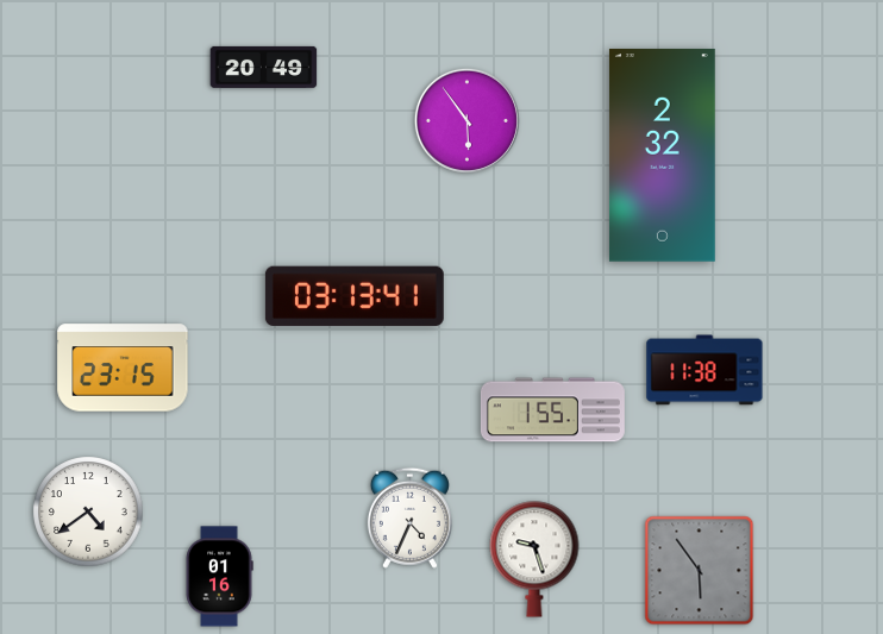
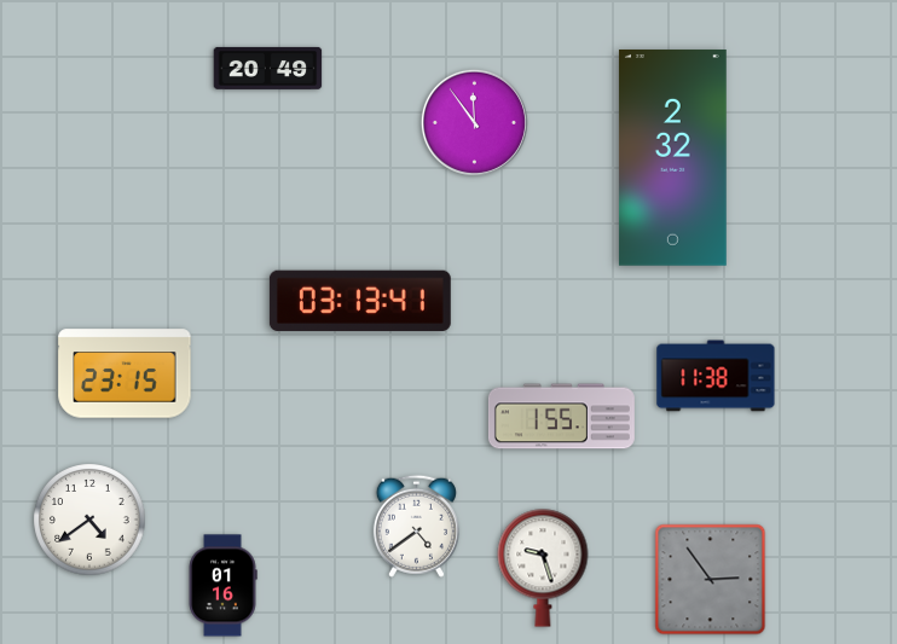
clock at (466, 120): 5:54 -> 11:54
clock at (409, 517): 4:34 -> 4:39
clock at (700, 571): 5:54 -> 2:54
